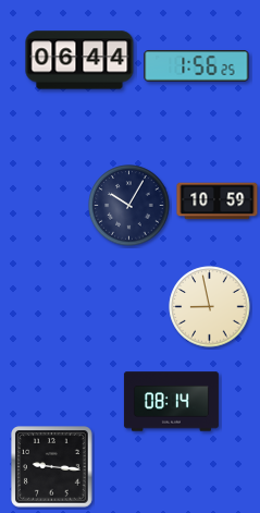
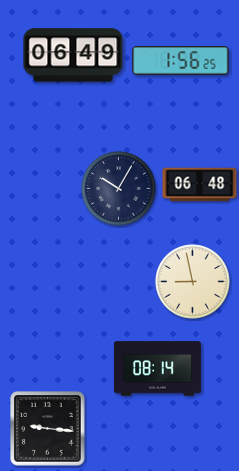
clock at (79, 60): 06:44 -> 06:49
clock at (218, 201): 10:59 -> 06:48
